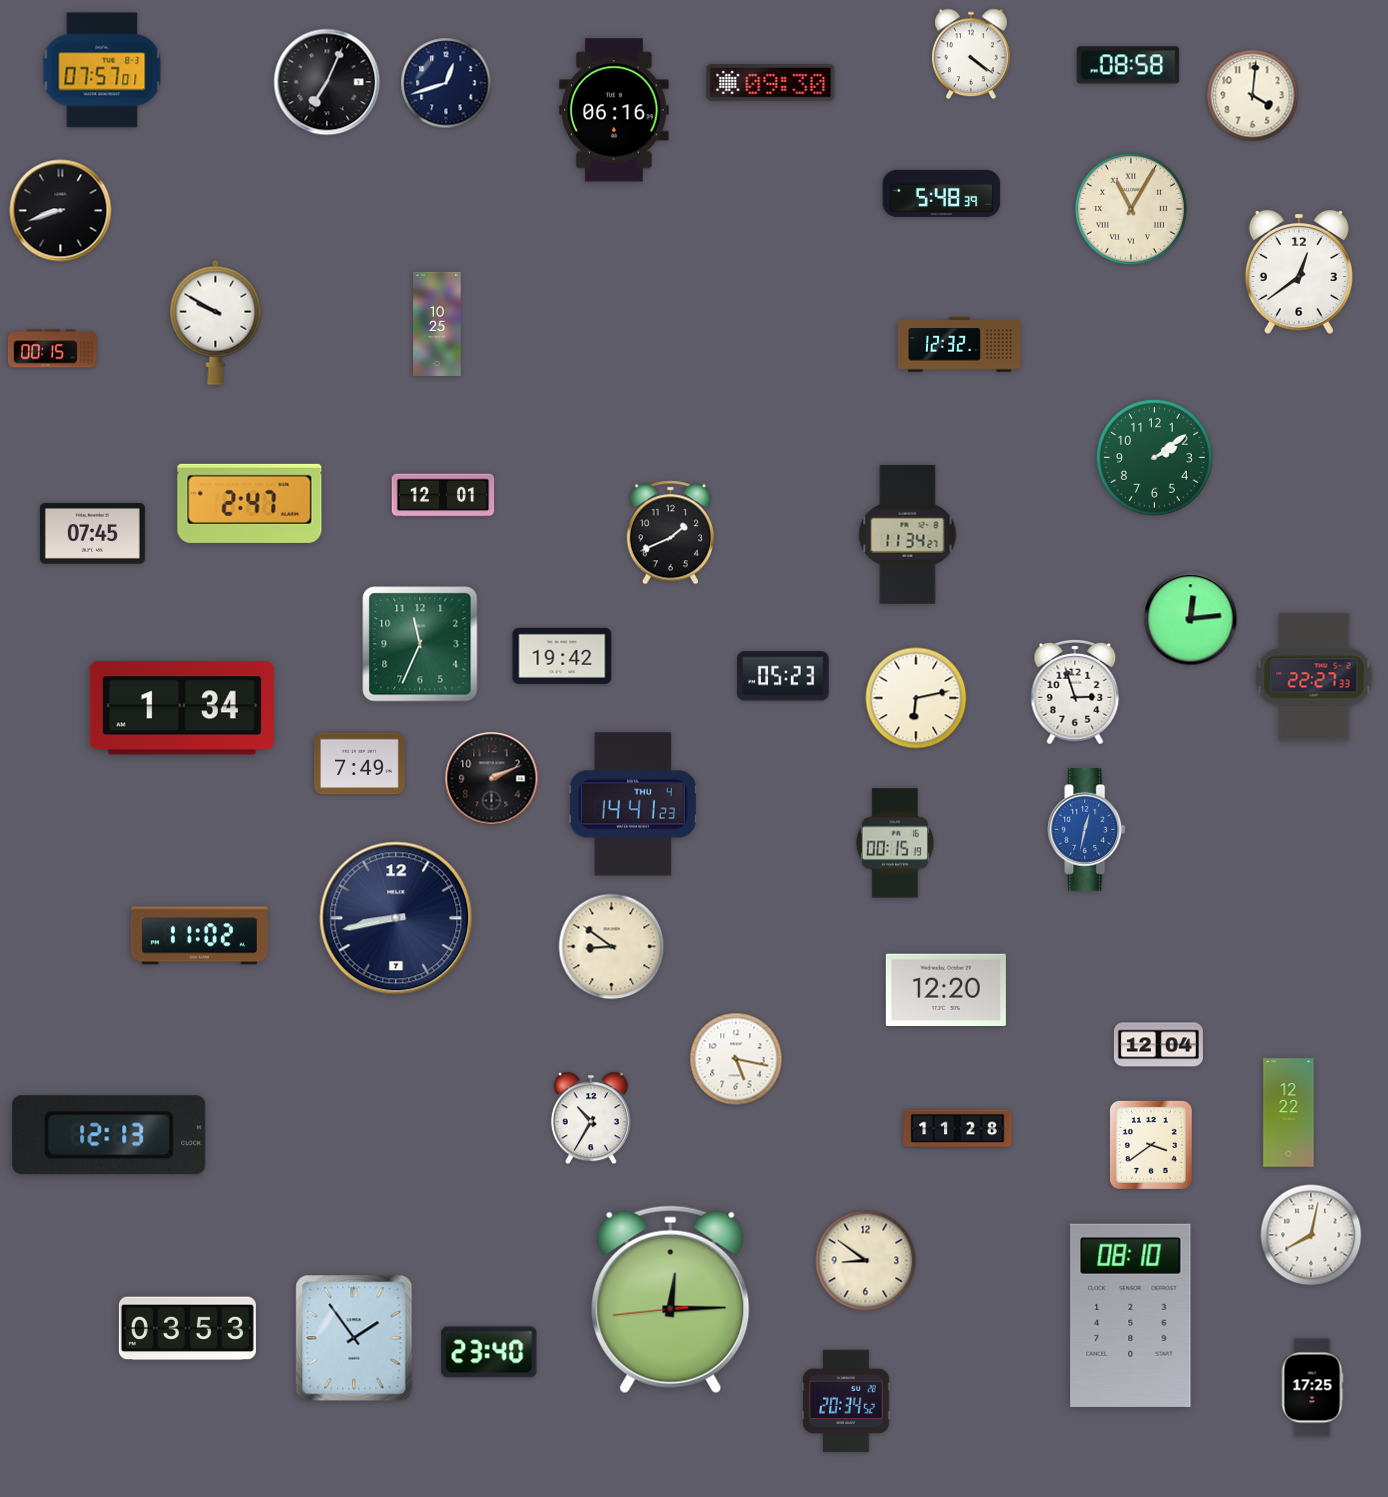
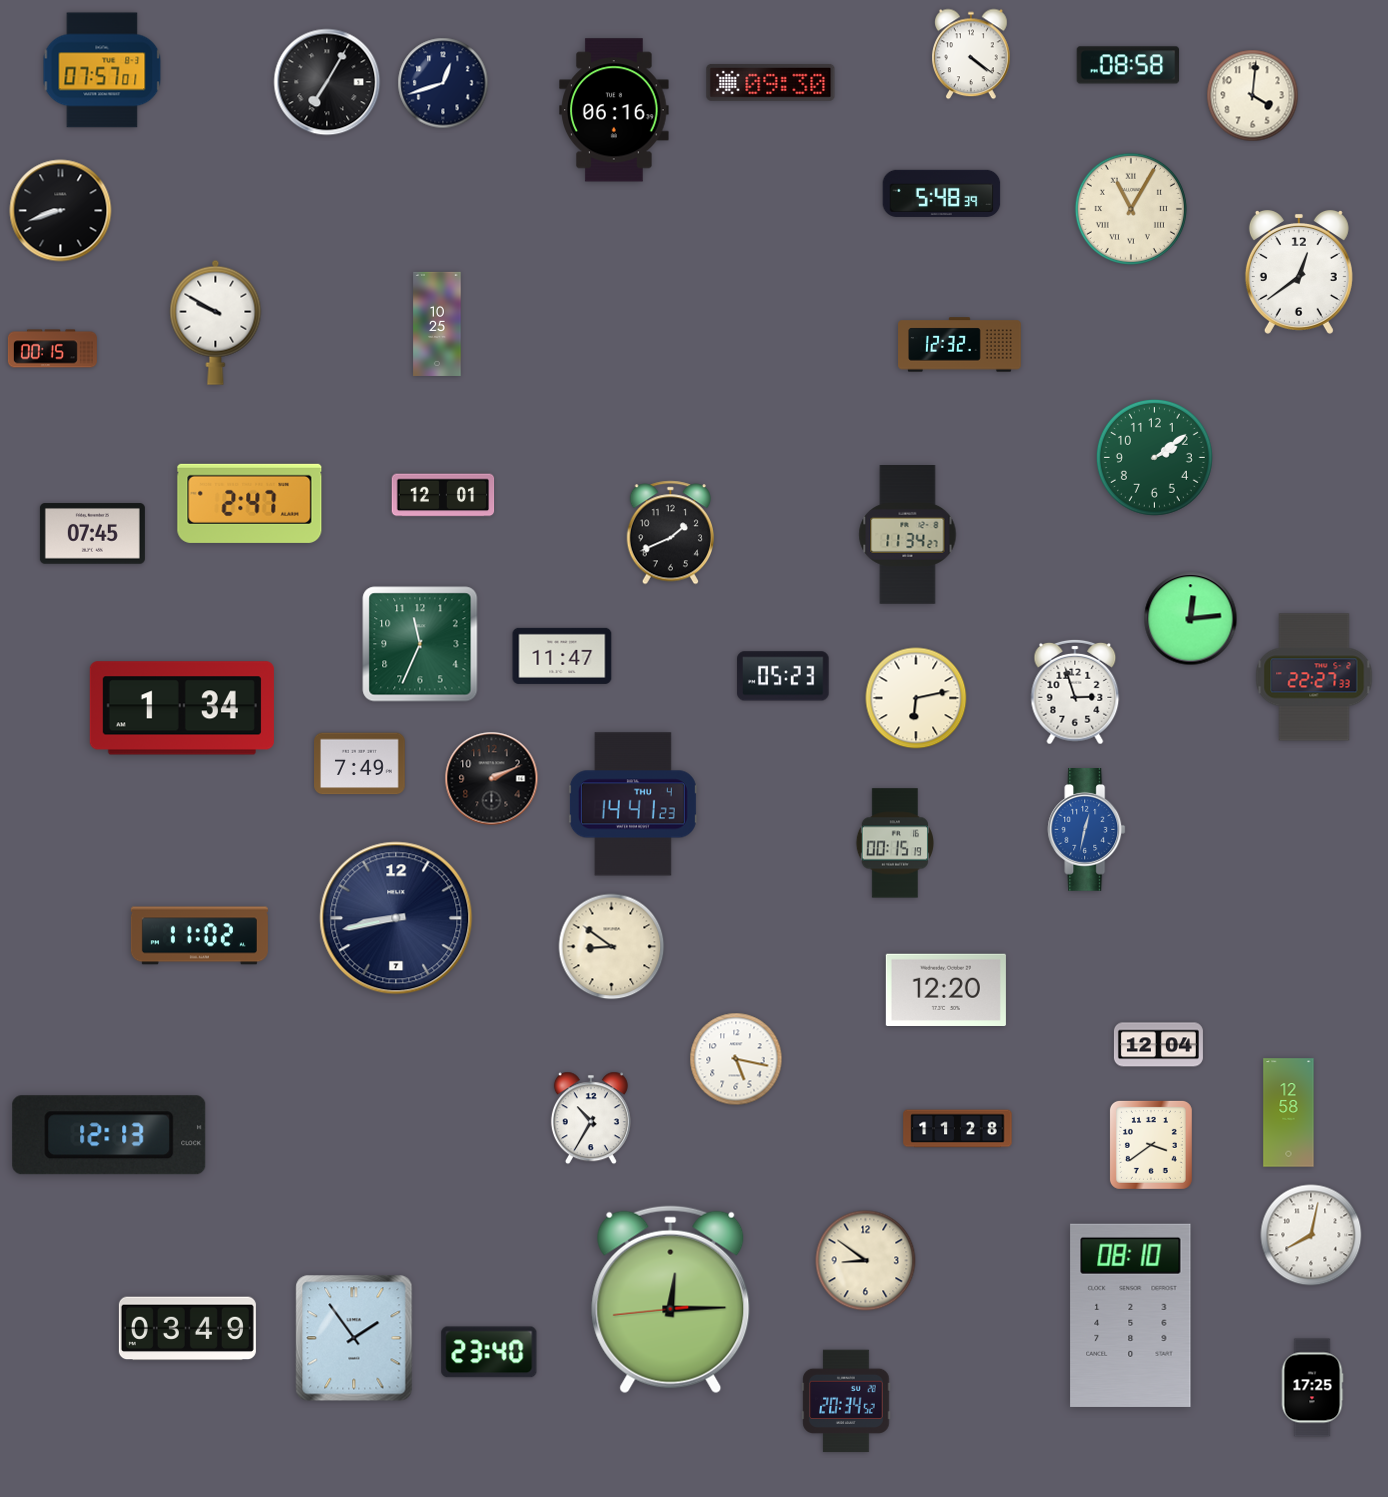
clock at (327, 82): 7:04 -> 7:05
clock at (446, 83) position: (446, 83) -> (443, 83)
clock at (562, 656): 19:42 -> 11:47
clock at (1289, 1113): 12:22 -> 12:58
clock at (187, 1329): 03:53 -> 03:49
